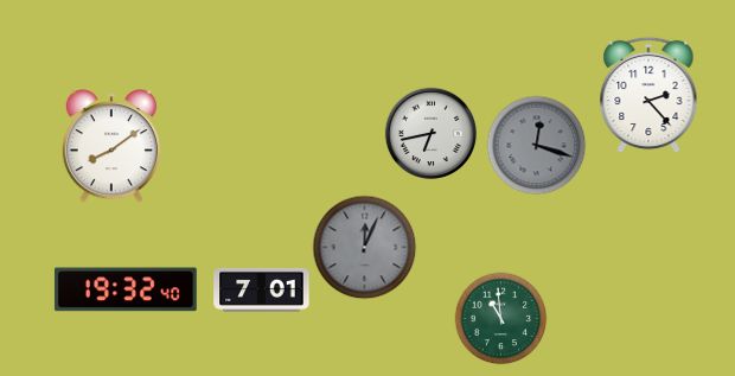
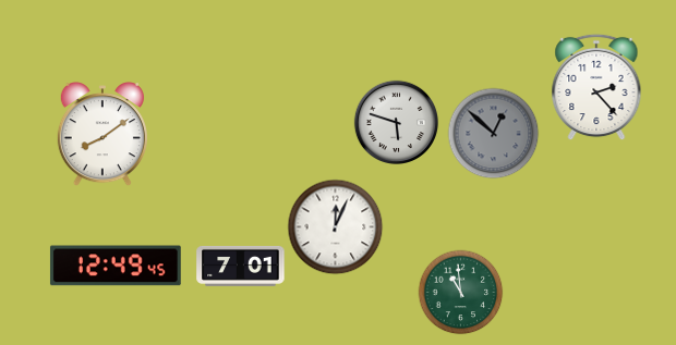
clock at (430, 133): 6:43 -> 5:48
clock at (536, 145): 12:18 -> 12:52
clock at (364, 247) dial: grey -> white
clock at (126, 289): 19:32 -> 12:49
